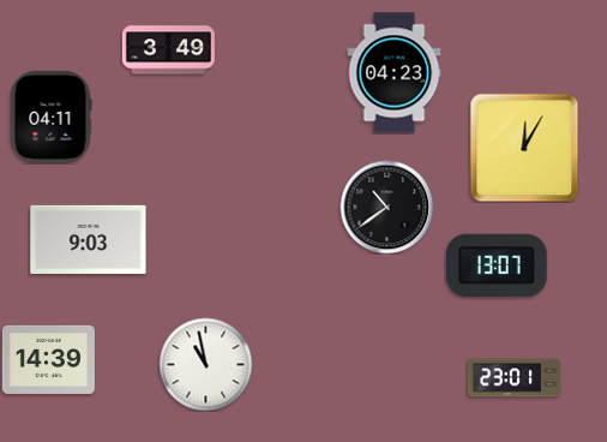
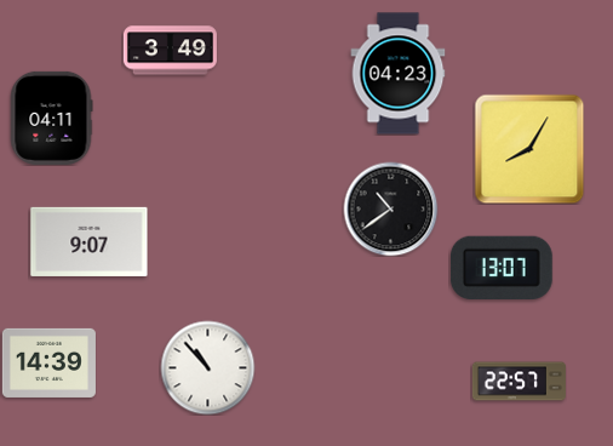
clock at (524, 148): 12:05 -> 8:05
clock at (89, 239): 9:03 -> 9:07
clock at (205, 364): 10:58 -> 10:53
clock at (513, 378): 23:01 -> 22:57
